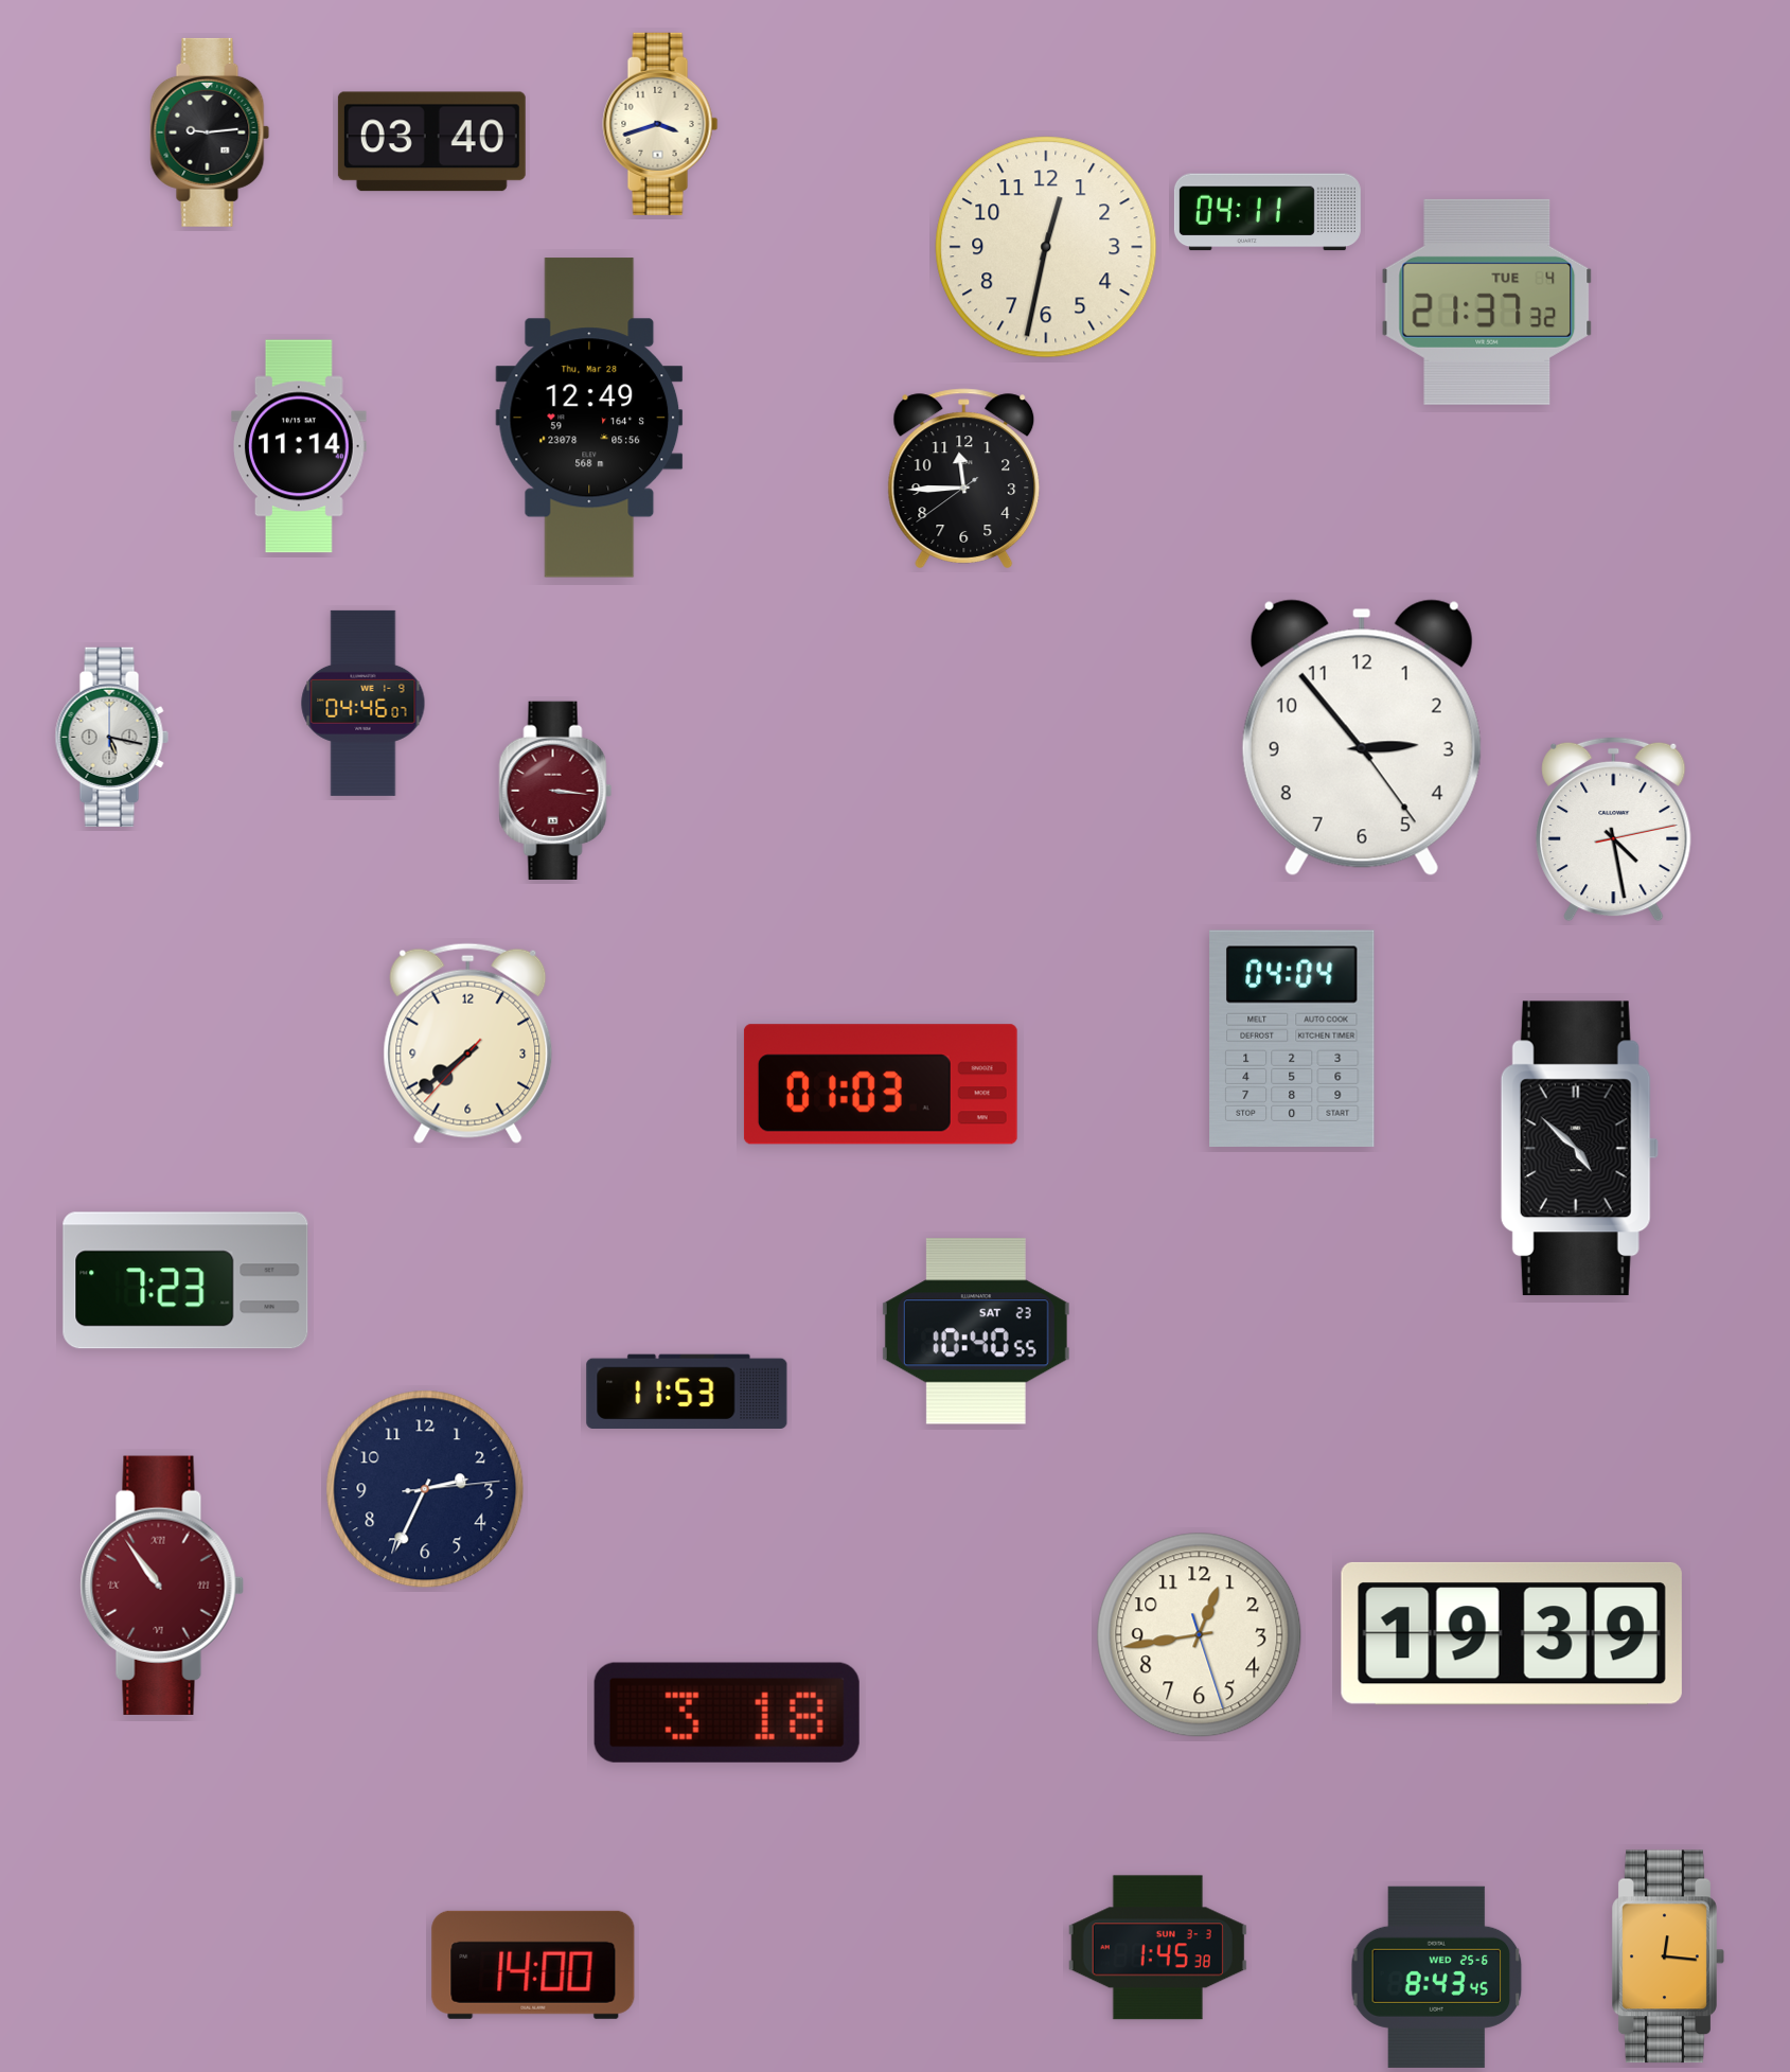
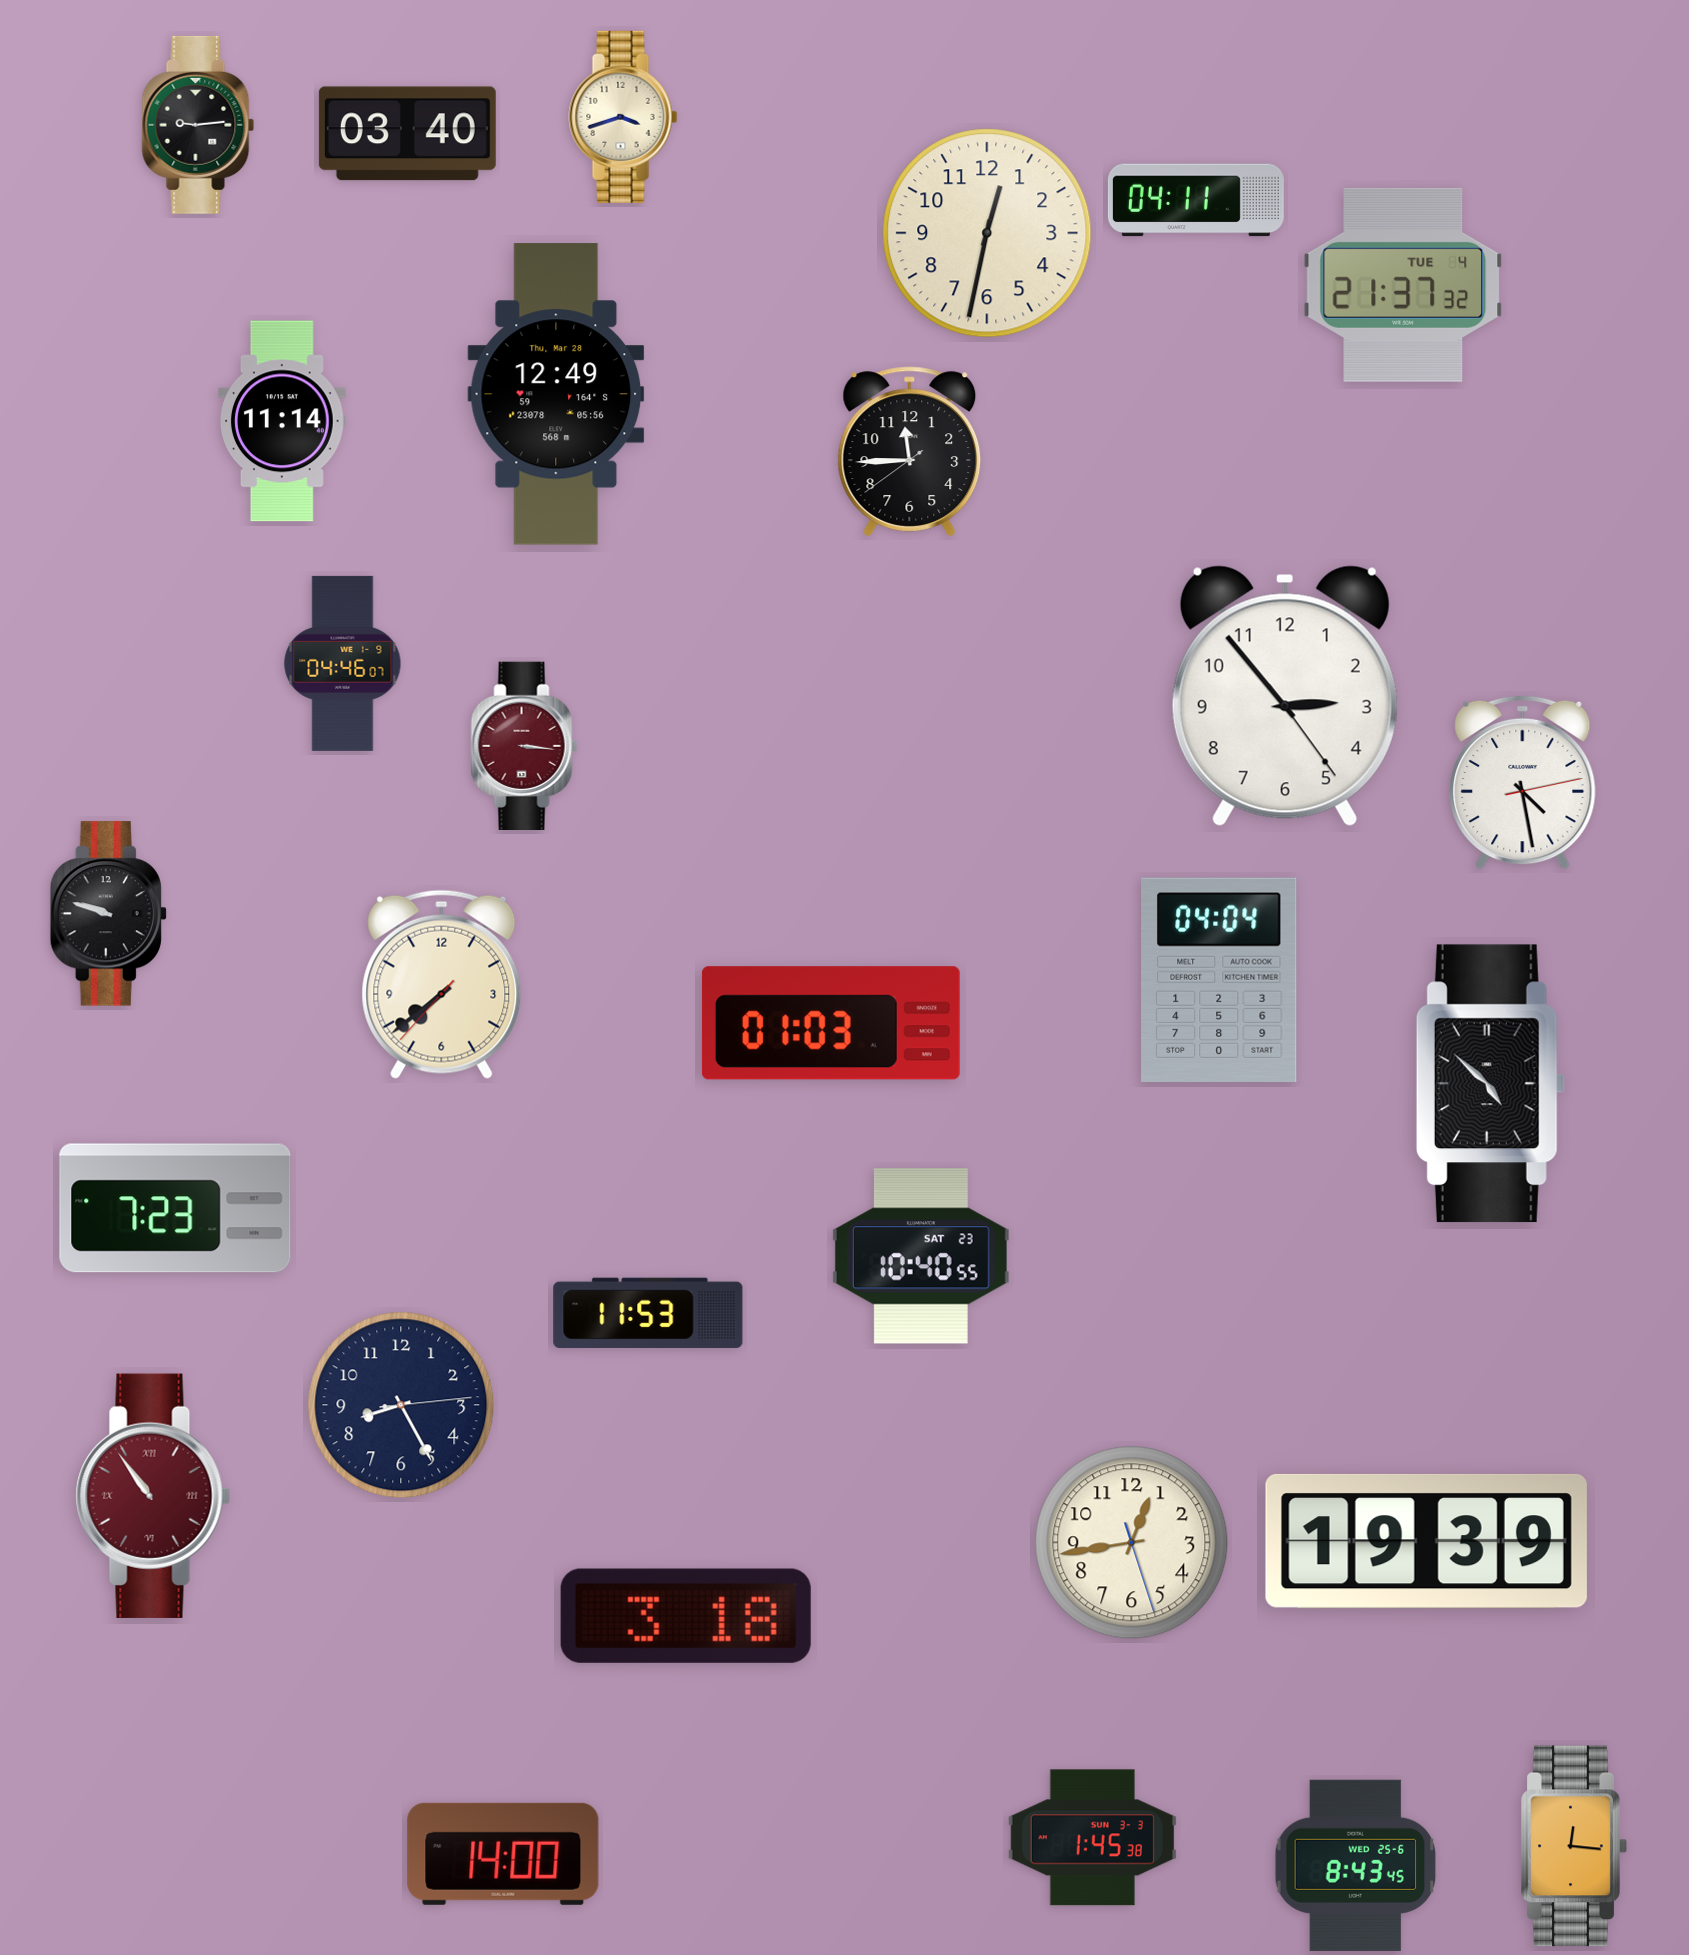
clock at (111, 737): 5:17 -> none
clock at (108, 914): none -> 9:48
clock at (425, 1489): 2:34 -> 8:25
